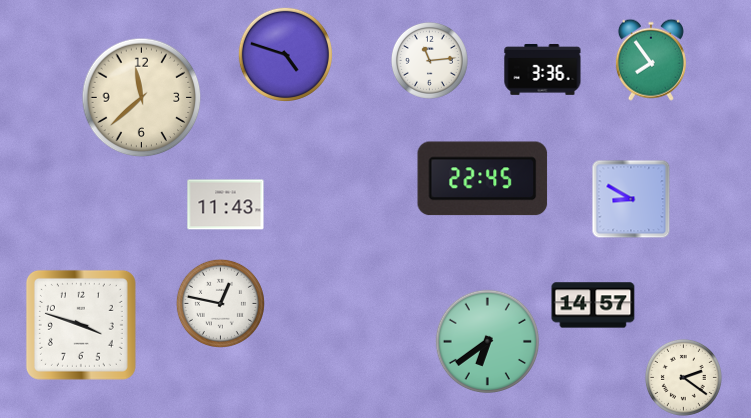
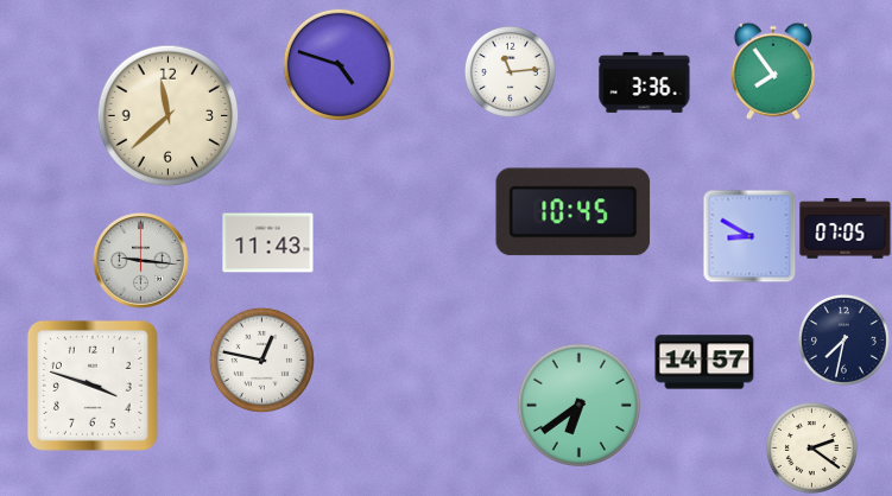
clock at (483, 179): 22:45 -> 10:45
clock at (846, 229): none -> 07:05
clock at (141, 261): none -> 9:16
clock at (843, 339): none -> 7:32
clock at (81, 325) position: (81, 325) -> (93, 386)
